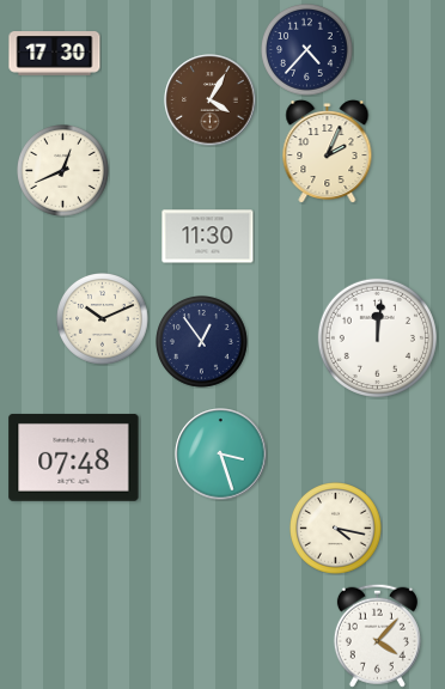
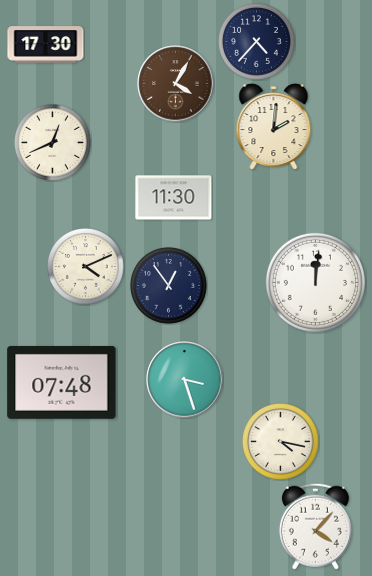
clock at (328, 151): 2:04 -> 2:01
clock at (103, 319): 10:11 -> 4:11
clock at (377, 635) position: (377, 635) -> (315, 526)
